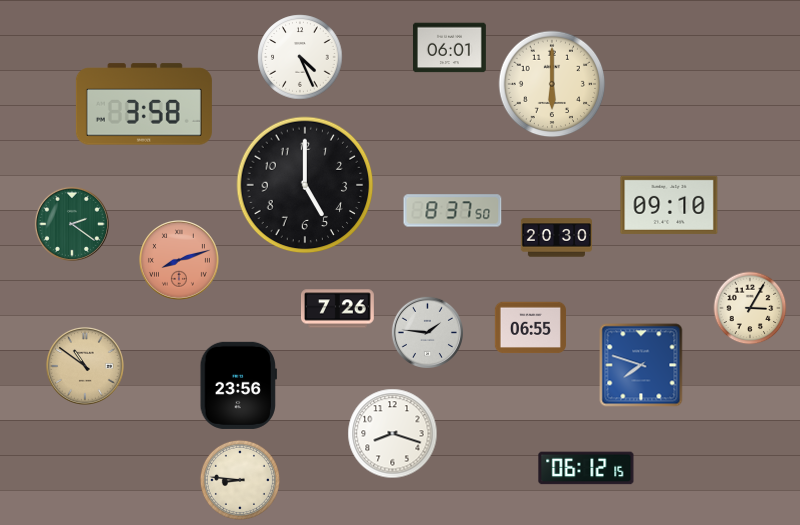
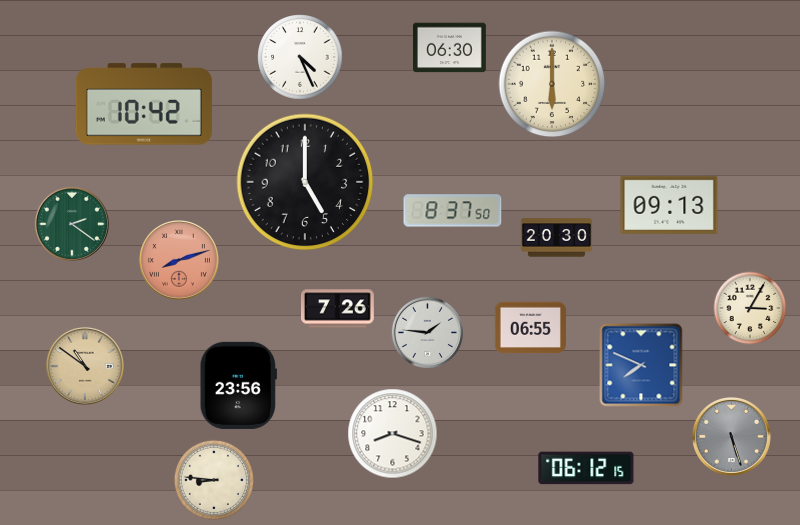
clock at (449, 48): 06:01 -> 06:30
clock at (144, 104): 3:58 -> 10:42
clock at (305, 185) position: (305, 185) -> (305, 182)
clock at (669, 205): 09:10 -> 09:13
clock at (641, 365): 7:48 -> 7:49
clock at (732, 437): none -> 5:27
clock at (240, 480) position: (240, 480) -> (214, 480)
